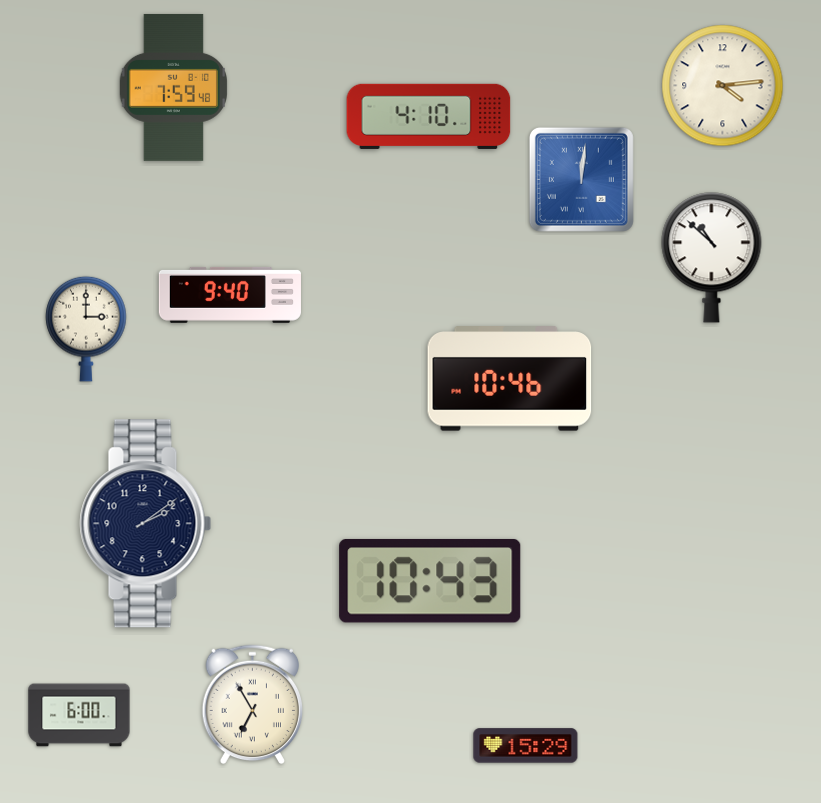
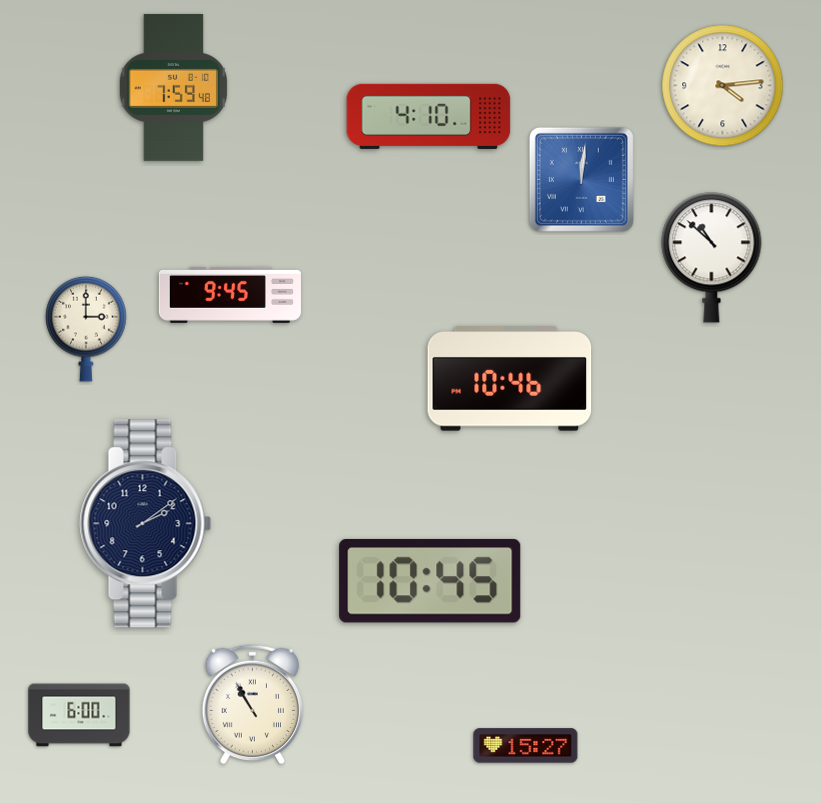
clock at (230, 295): 9:40 -> 9:45
clock at (430, 581): 10:43 -> 10:45
clock at (252, 705): 6:55 -> 10:55
clock at (526, 746): 15:29 -> 15:27
